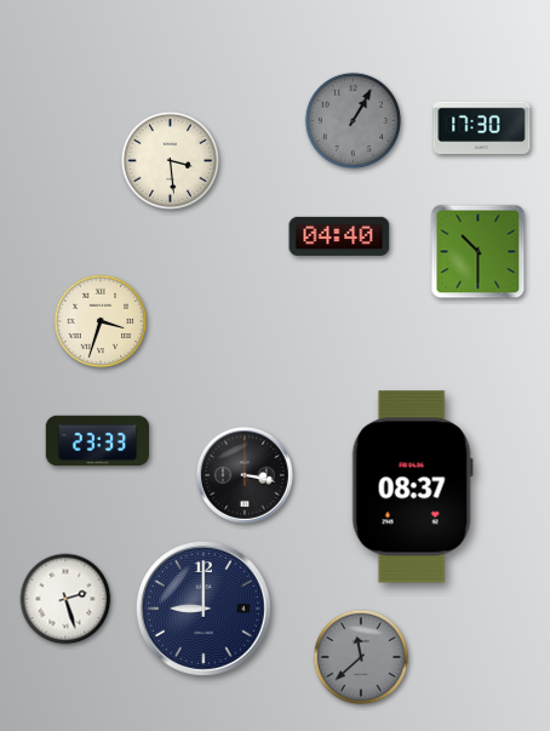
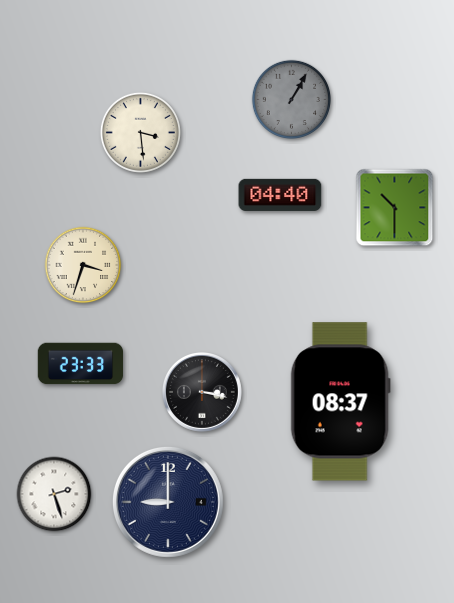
clock at (482, 127): 17:30 -> none
clock at (361, 657): 11:38 -> none
